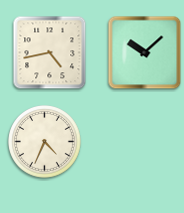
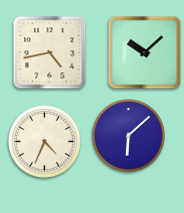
clock at (129, 136): none -> 6:08
